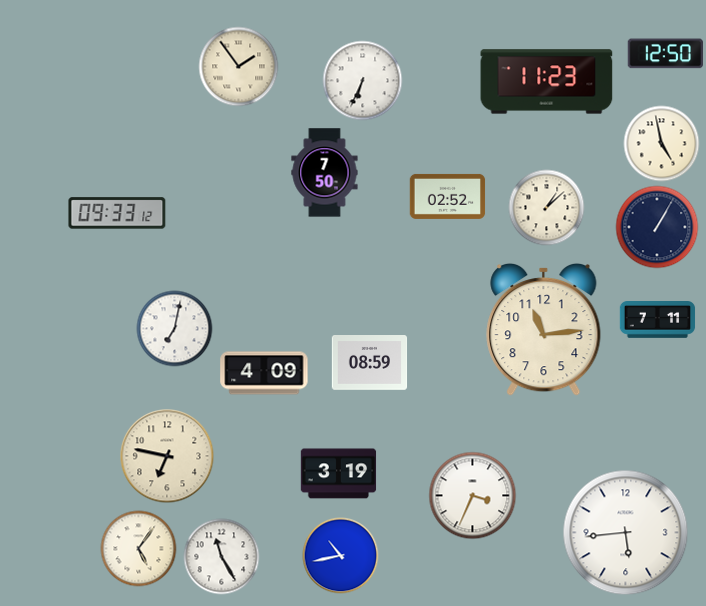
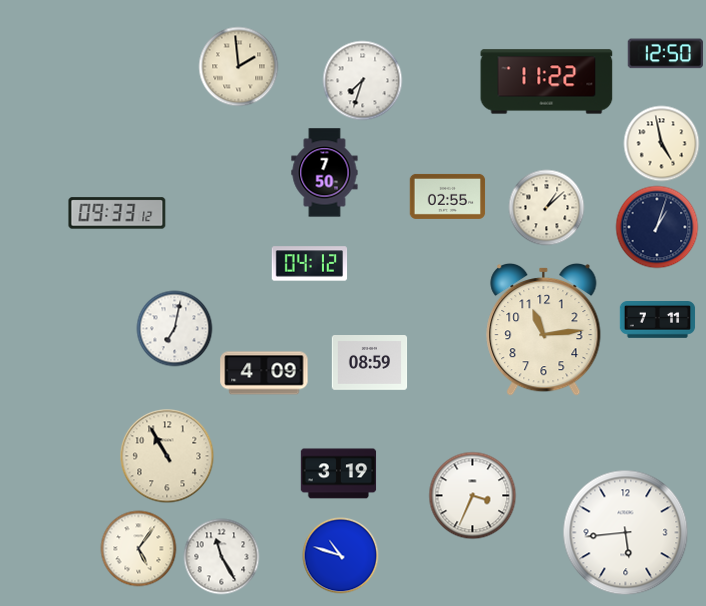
clock at (239, 67): 1:54 -> 1:59
clock at (363, 81): 6:34 -> 7:33
clock at (547, 82): 11:23 -> 11:22
clock at (448, 196): 02:52 -> 02:55
clock at (657, 227): 1:05 -> 1:03
clock at (310, 264): none -> 04:12
clock at (167, 456): 6:47 -> 10:55
clock at (341, 556): 10:43 -> 10:48
